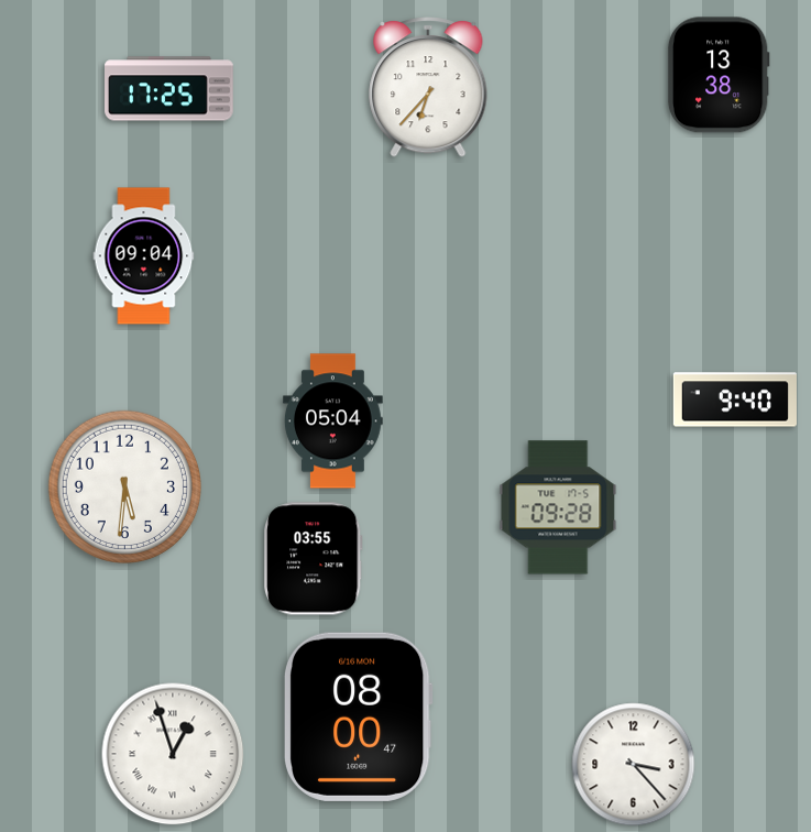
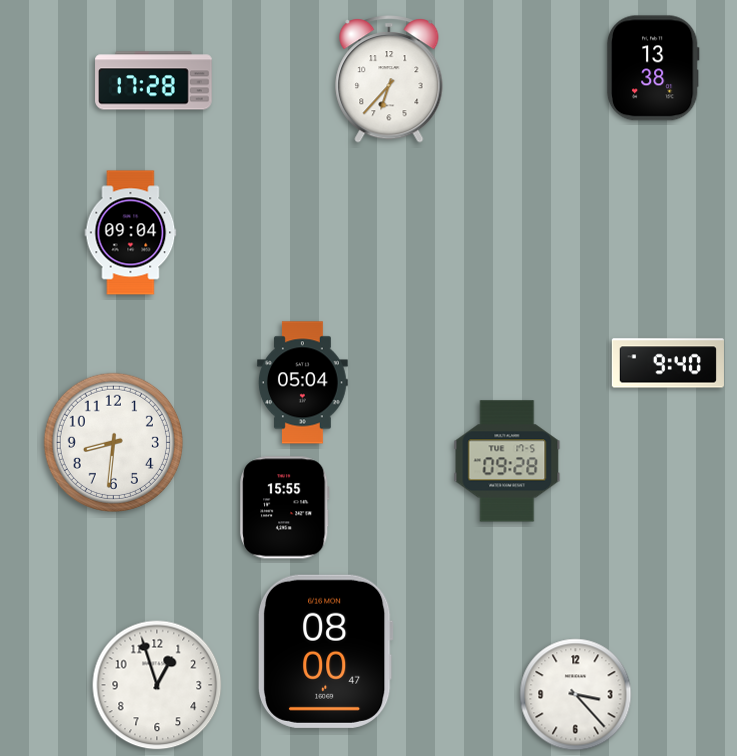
clock at (169, 89): 17:25 -> 17:28
clock at (124, 486): 5:31 -> 8:31
clock at (314, 559): 03:55 -> 15:55
clock at (173, 754) numerals: Roman -> Arabic
